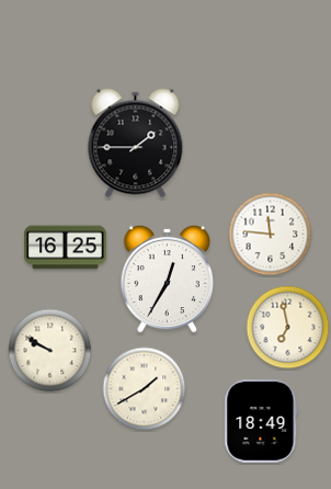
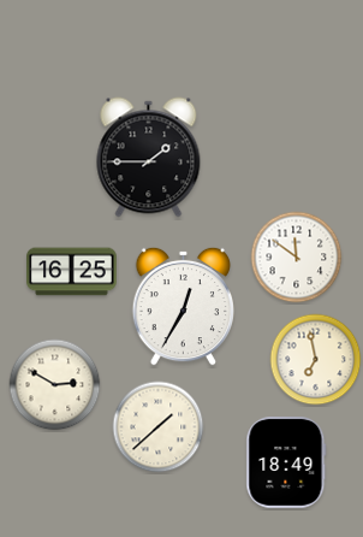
clock at (271, 235): 11:46 -> 11:51
clock at (50, 351): 9:50 -> 2:50
clock at (145, 389): 1:40 -> 1:38
